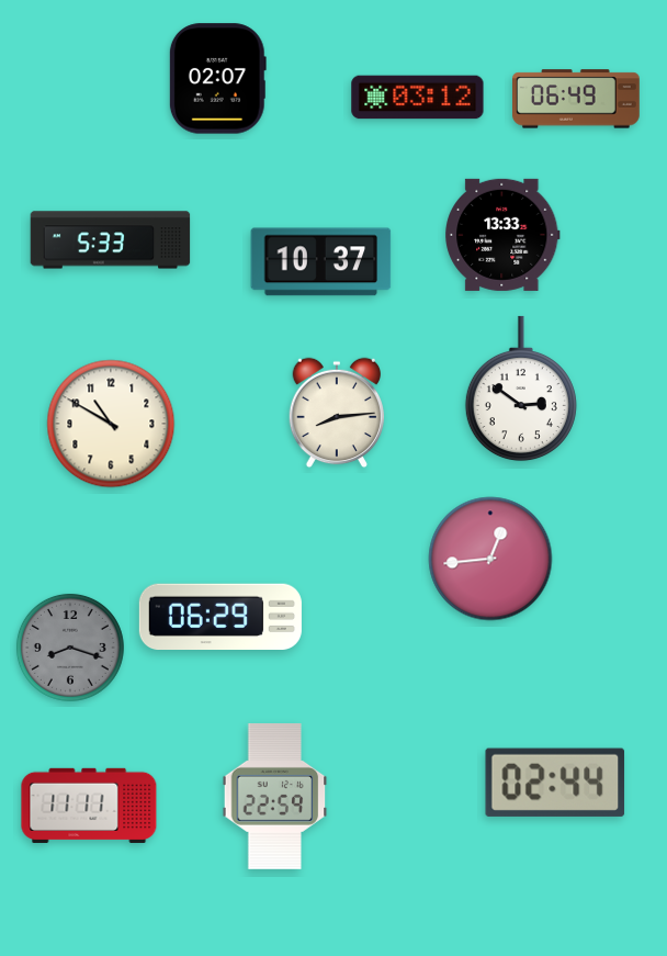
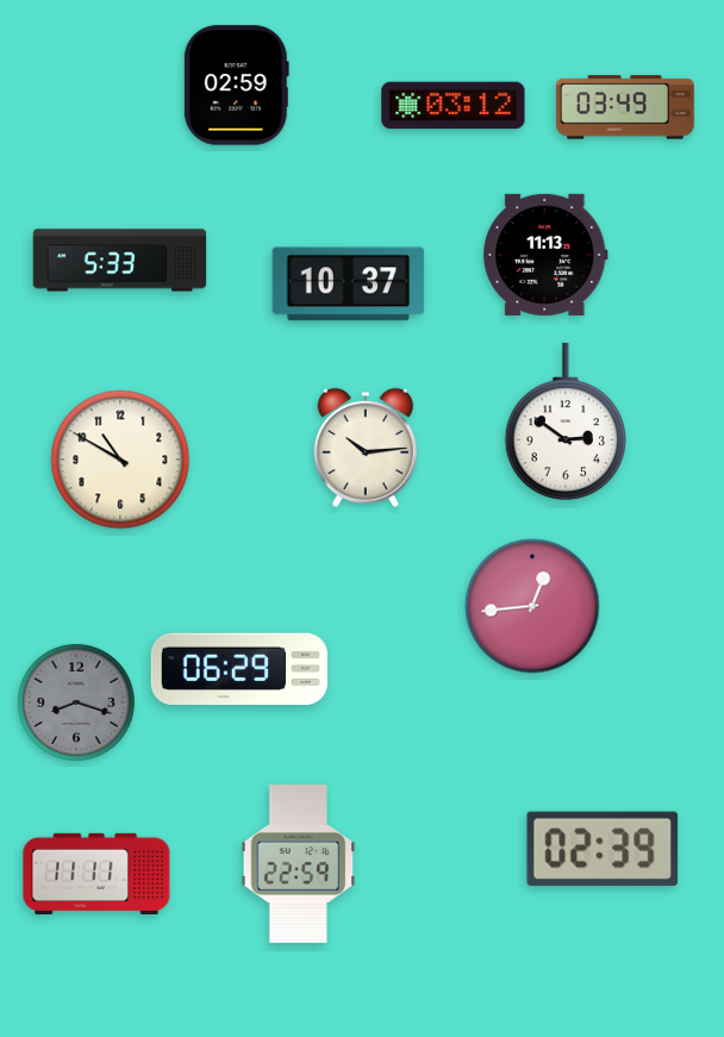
clock at (217, 79): 02:07 -> 02:59
clock at (577, 99): 06:49 -> 03:49
clock at (502, 235): 13:33 -> 11:13
clock at (337, 413): 8:14 -> 10:14
clock at (555, 783): 02:44 -> 02:39
